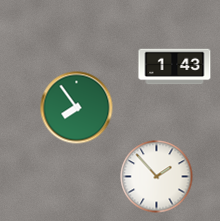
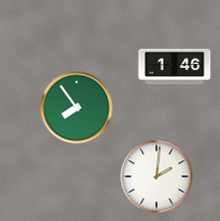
clock at (175, 67): 1:43 -> 1:46
clock at (157, 177): 1:53 -> 2:01
